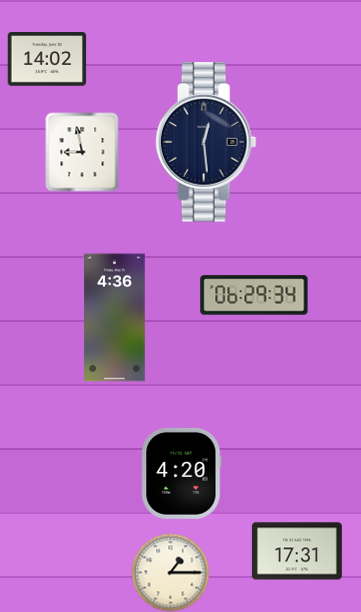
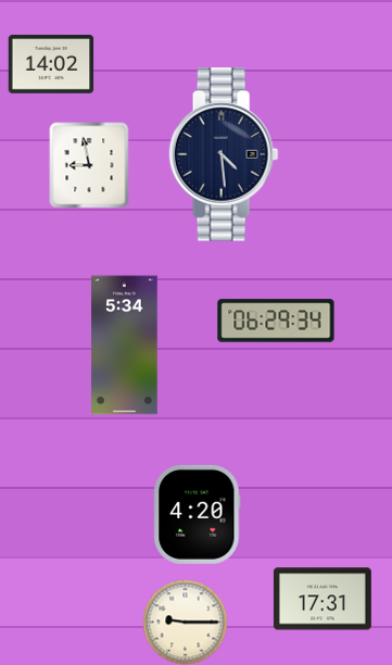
clock at (206, 142): 12:29 -> 4:29
clock at (115, 318): 4:36 -> 5:34
clock at (170, 572): 1:15 -> 9:15
